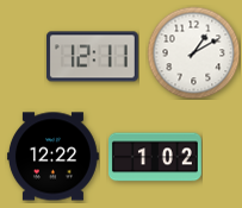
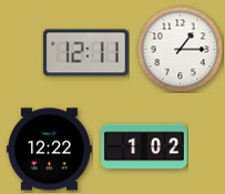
clock at (193, 52): 1:10 -> 1:15
clock at (52, 157) position: (52, 157) -> (49, 150)
